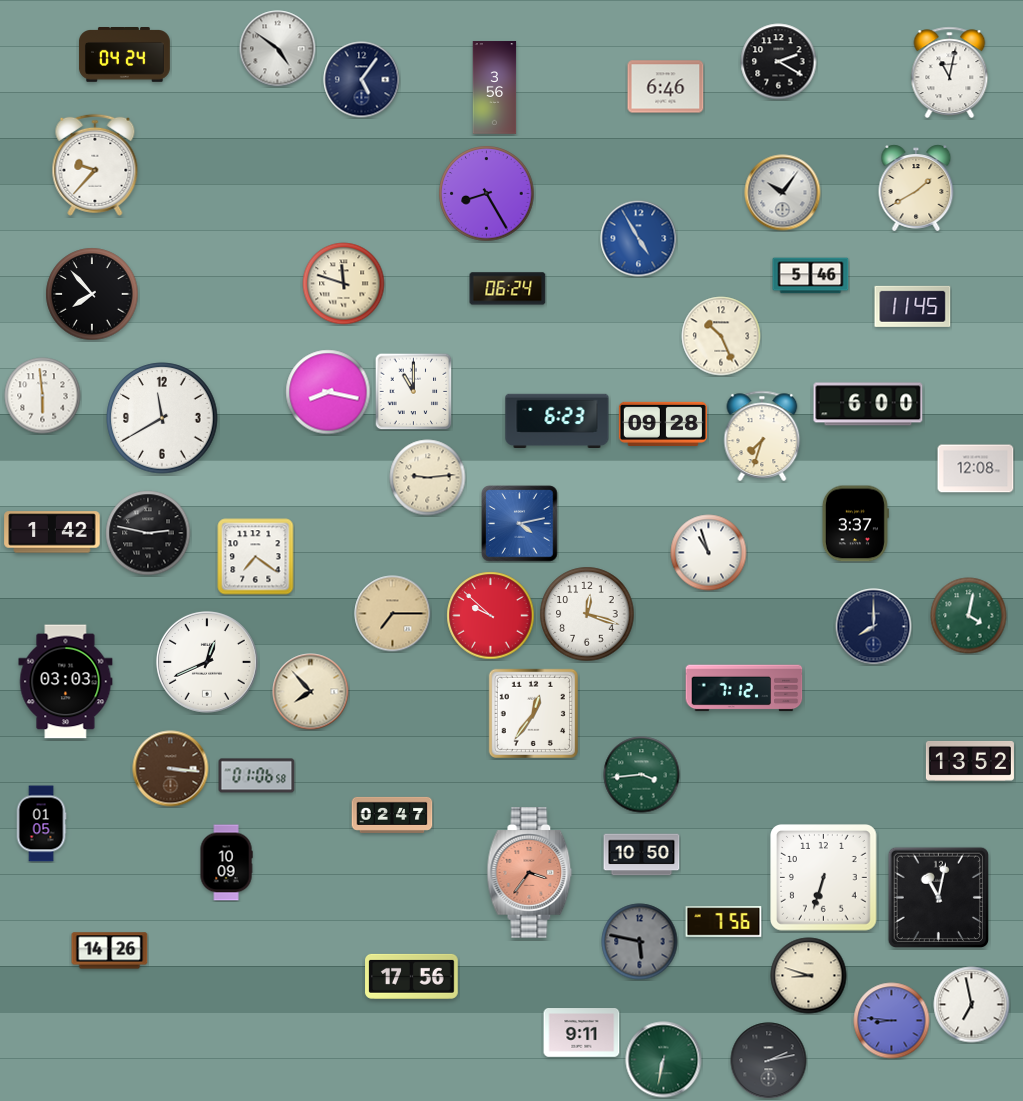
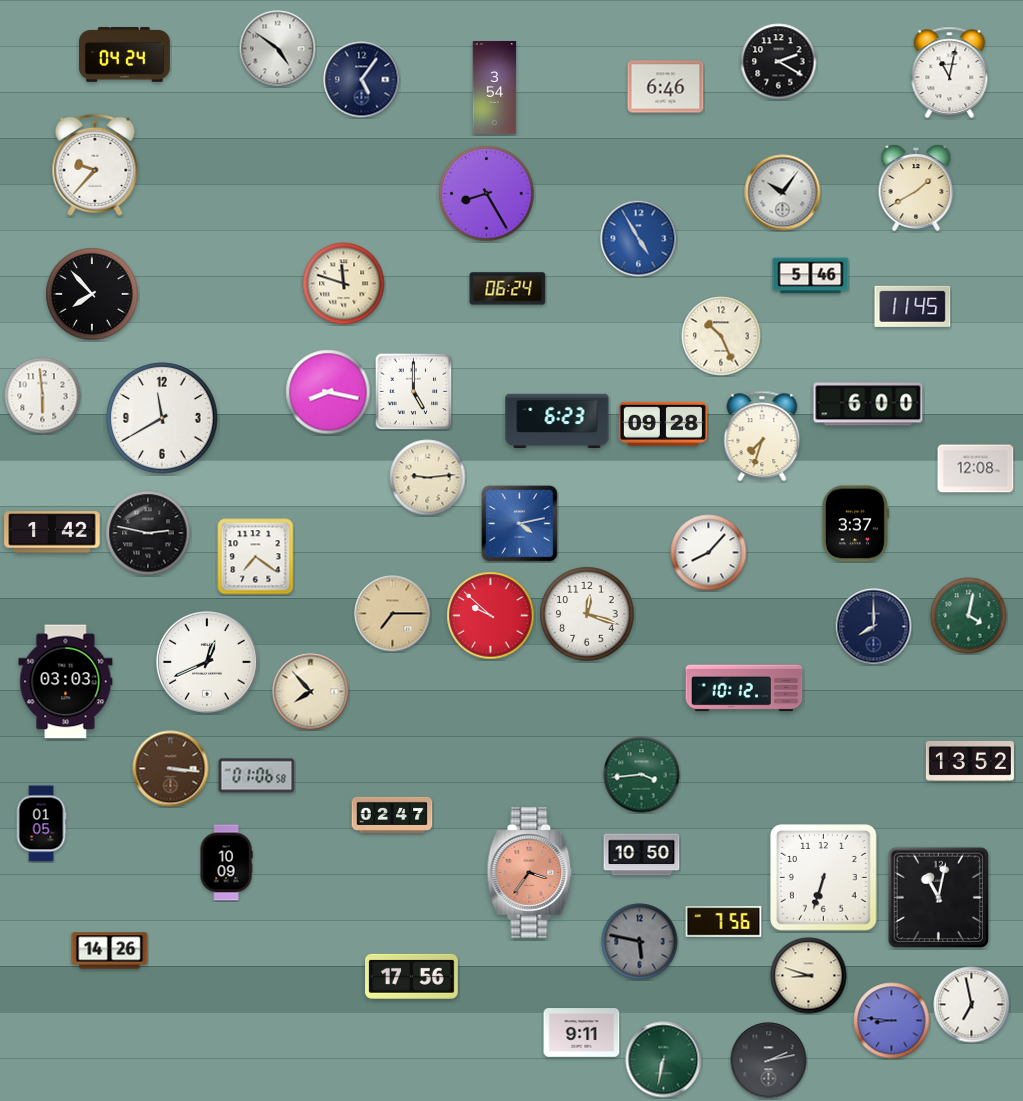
clock at (495, 88): 3:56 -> 3:54
clock at (413, 391): 11:00 -> 5:00
clock at (709, 553): 10:57 -> 8:07
clock at (744, 688): 7:12 -> 10:12
clock at (533, 713): 12:36 -> none
